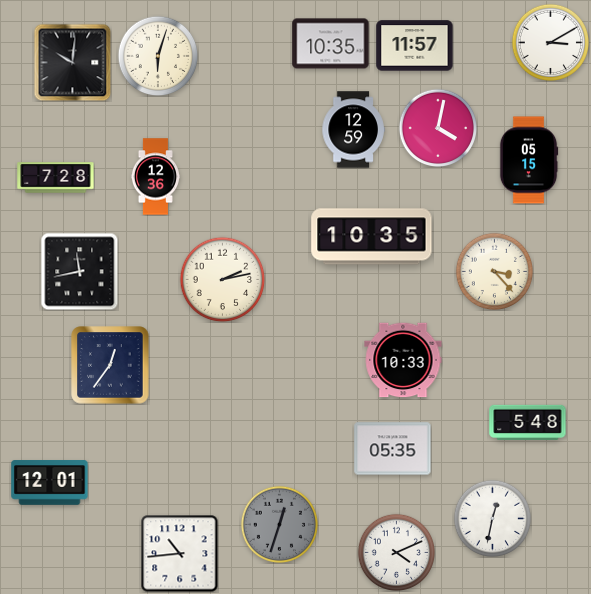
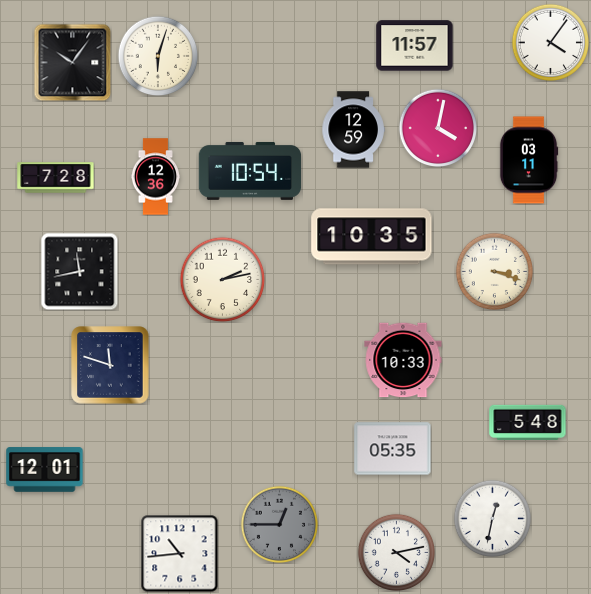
clock at (550, 42): 3:10 -> 4:06
clock at (331, 44): 10:35 -> none
clock at (72, 62): 10:01 -> 10:06
clock at (529, 160): 05:15 -> 03:11
clock at (250, 171): none -> 10:54
clock at (494, 271): 3:23 -> 3:18
clock at (110, 365): 12:36 -> 11:48
clock at (50, 483) position: (50, 483) -> (45, 470)
clock at (279, 524): 12:33 -> 12:45
clock at (396, 552): 4:11 -> 4:13
